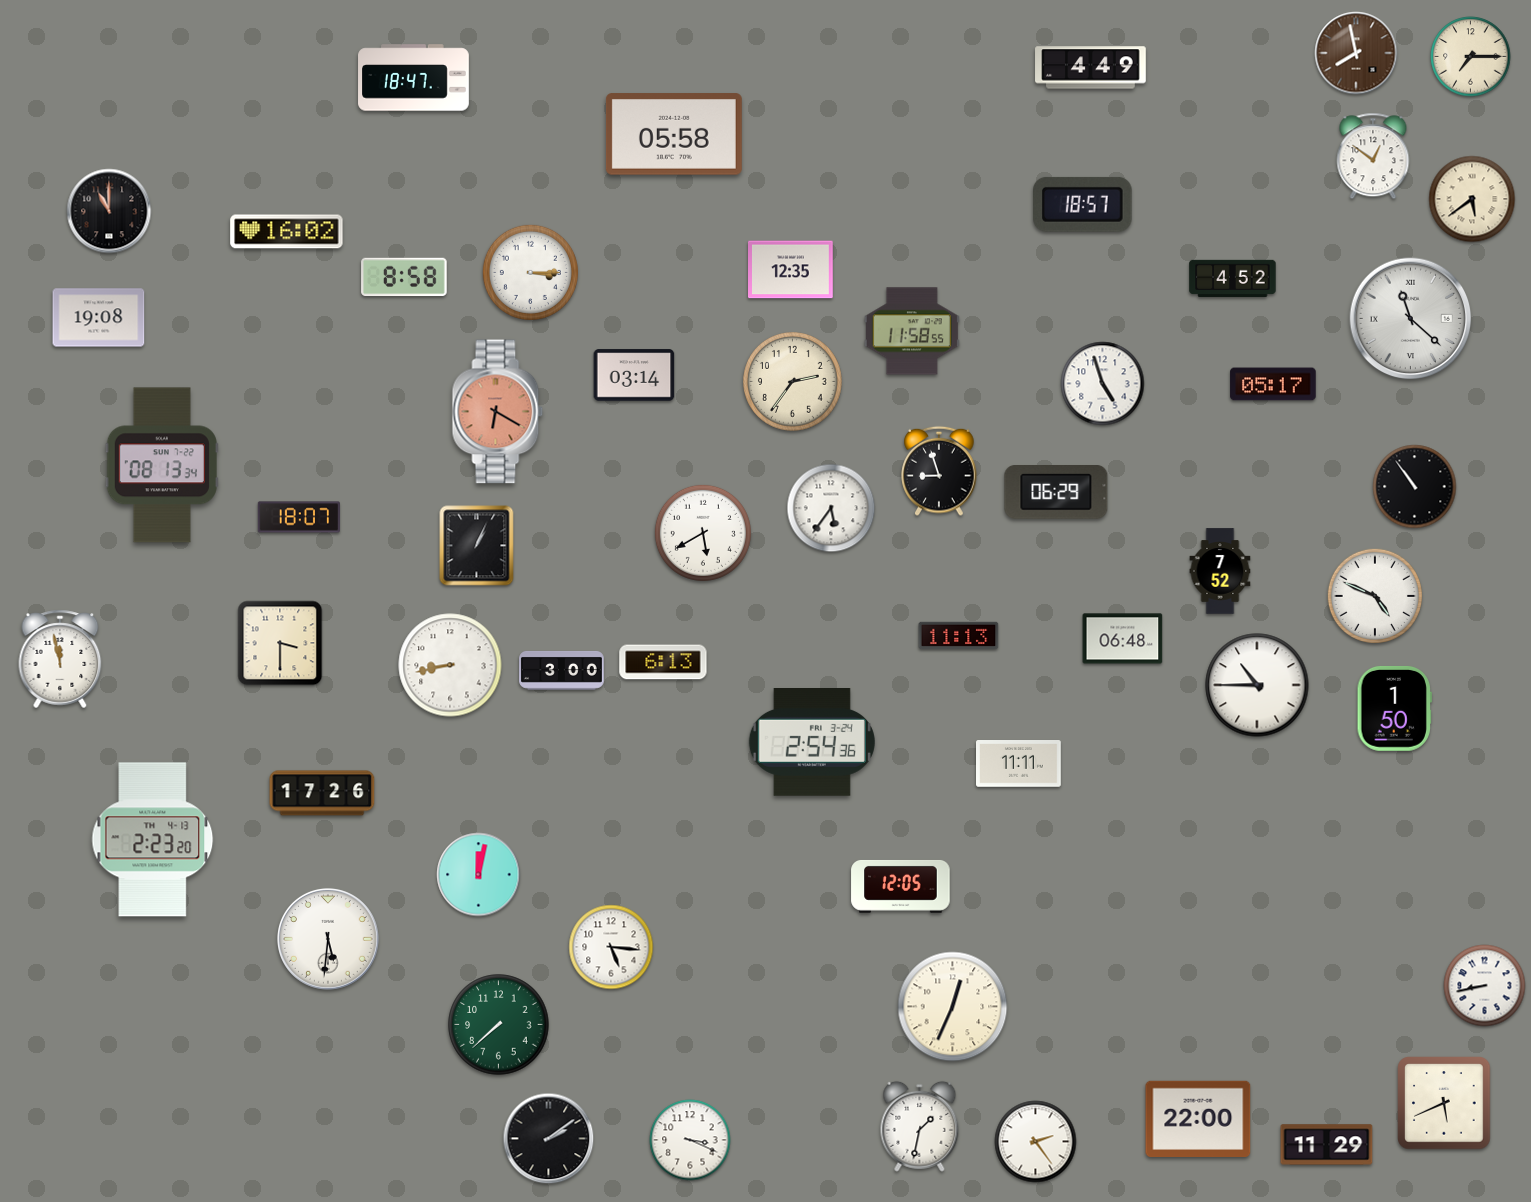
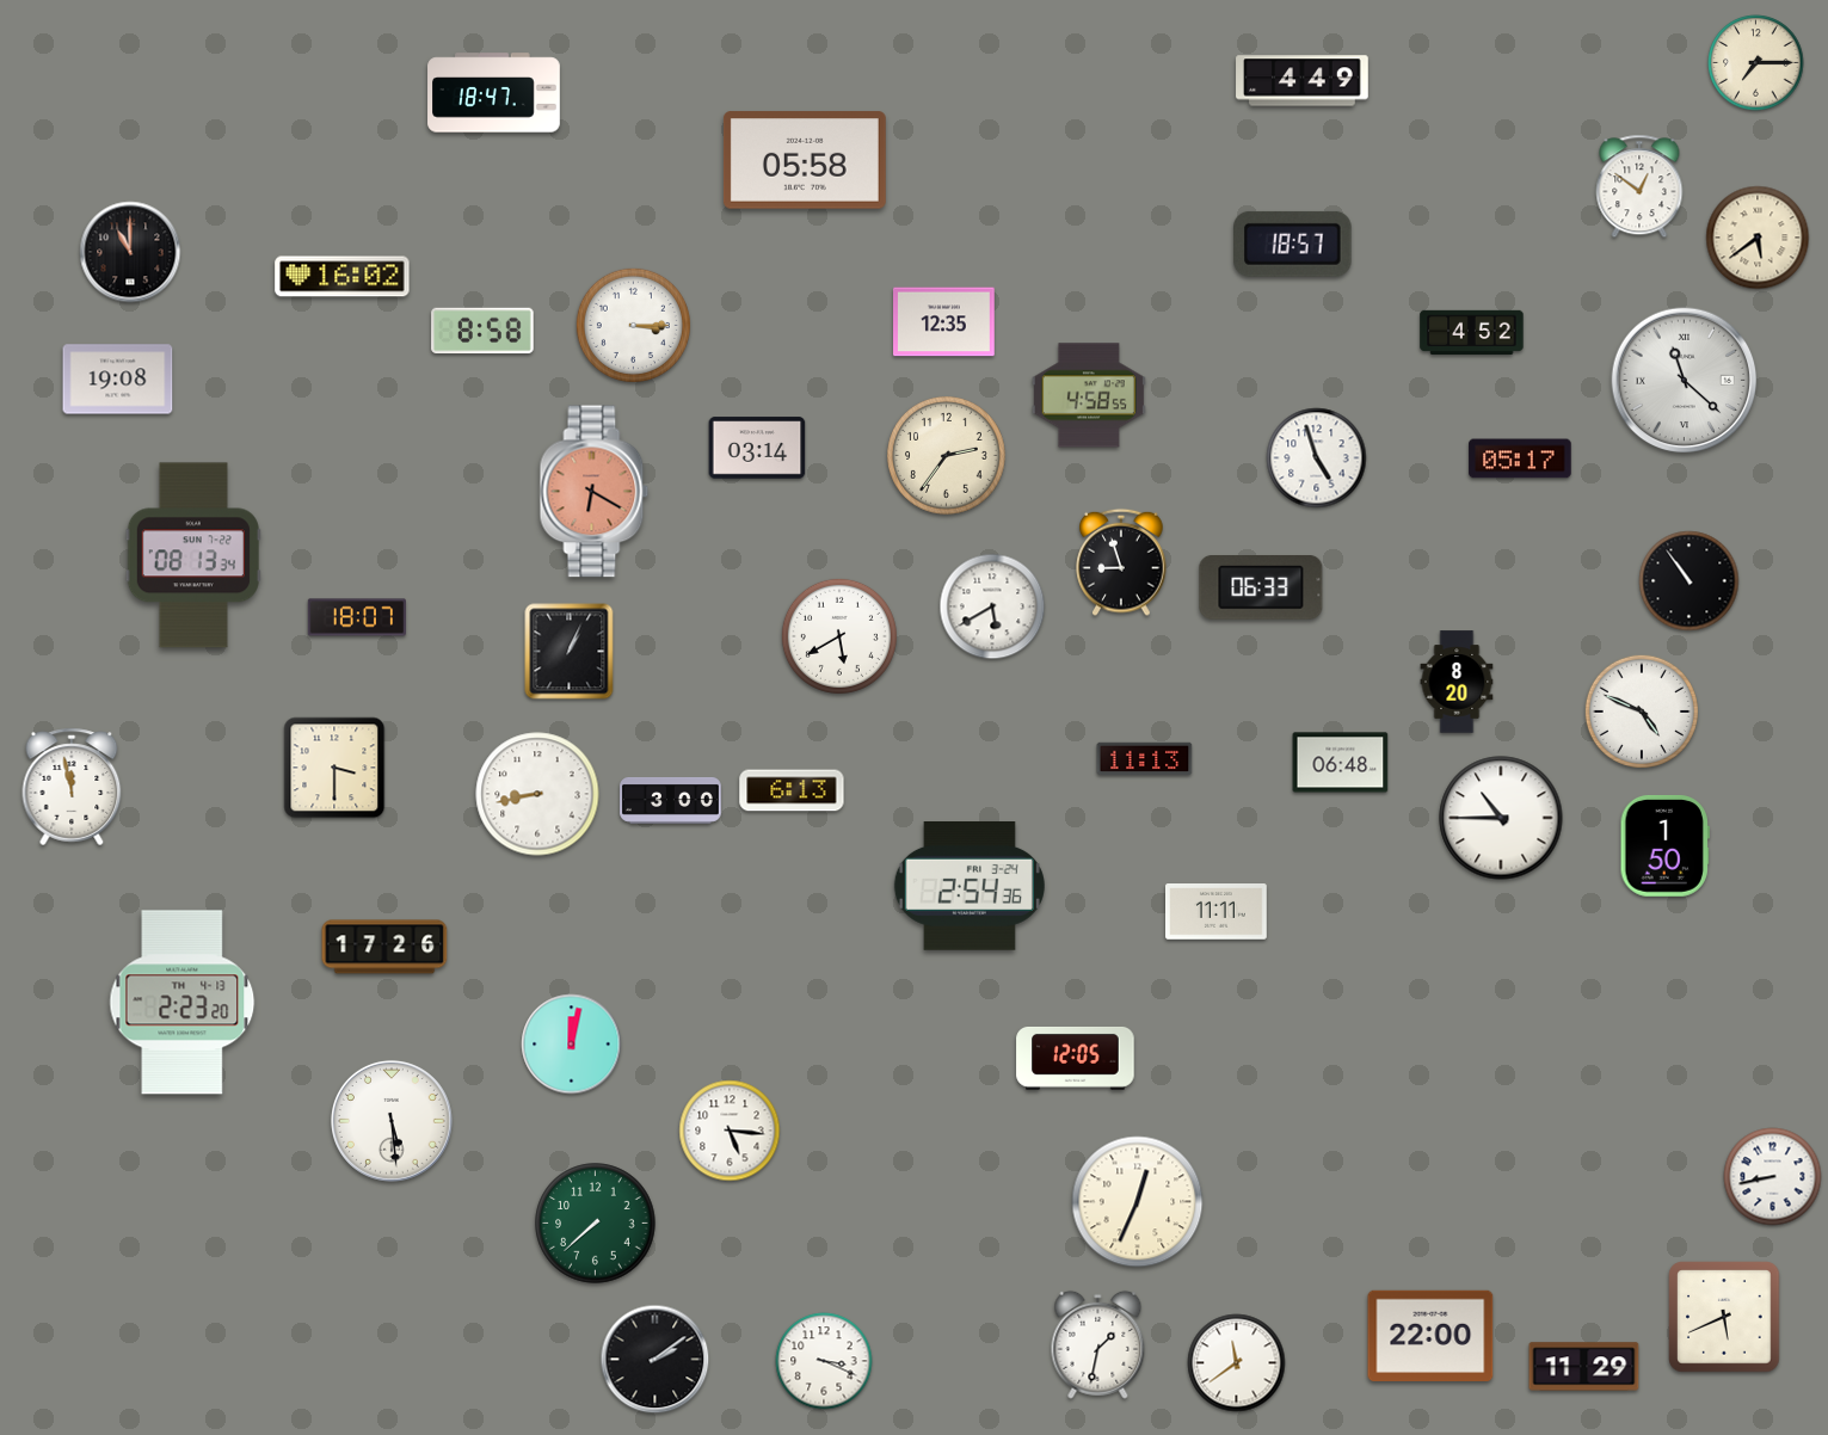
clock at (1356, 53): 7:58 -> none
clock at (1471, 57) position: (1471, 57) -> (1756, 63)
clock at (912, 331): 11:58 -> 4:58
clock at (1056, 493): 06:29 -> 06:33
clock at (831, 508): 5:36 -> 5:40
clock at (1220, 571): 7:52 -> 8:20
clock at (328, 939): 5:31 -> 5:29
clock at (1036, 1142): 2:24 -> 11:39
